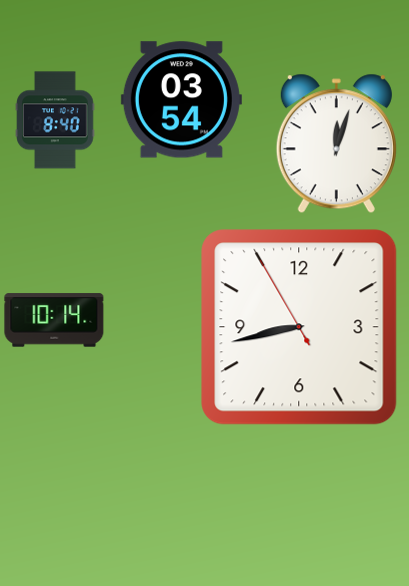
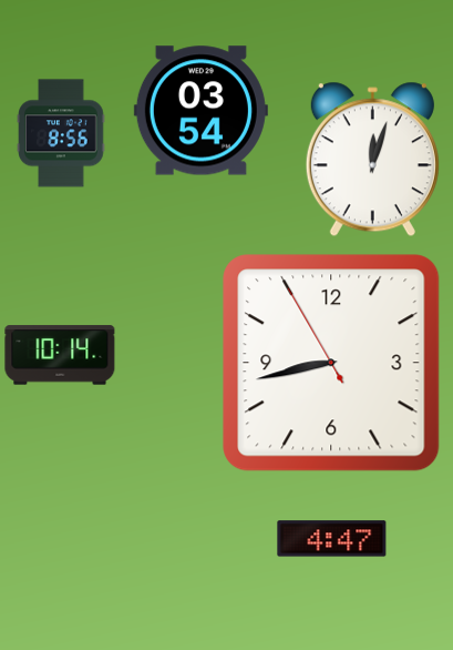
clock at (55, 120): 8:40 -> 8:56
clock at (332, 539): none -> 4:47
